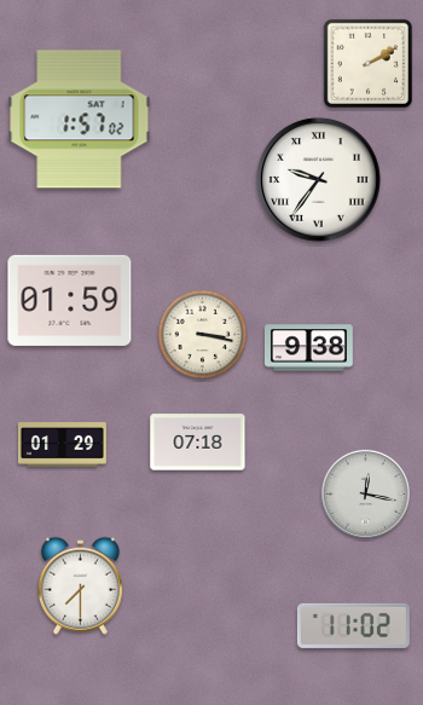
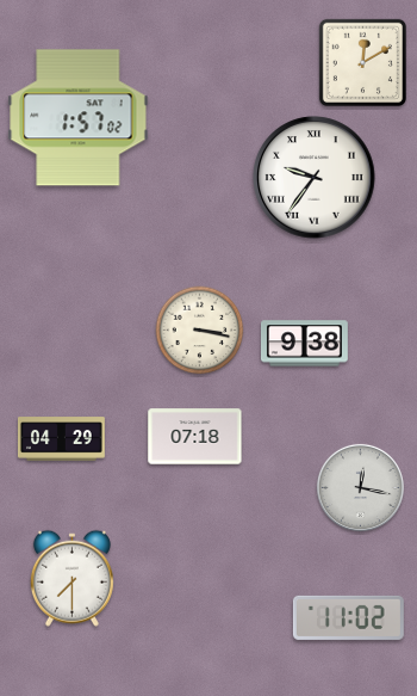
clock at (367, 63): 2:10 -> 12:10
clock at (70, 300): 01:59 -> none
clock at (63, 445): 01:29 -> 04:29
clock at (80, 585) position: (80, 585) -> (71, 578)
